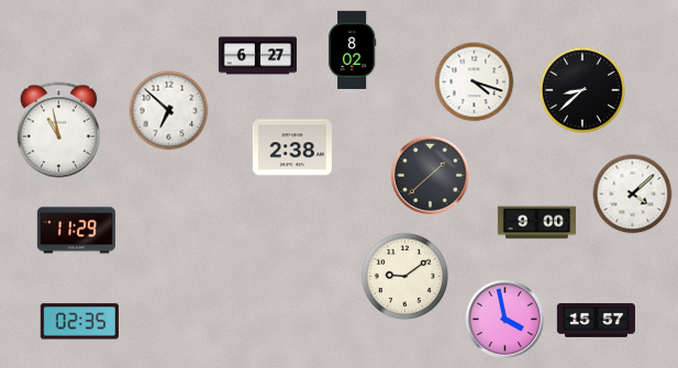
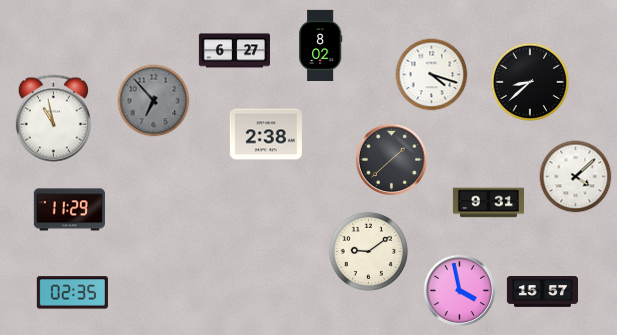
clock at (169, 111): 6:52 -> 6:53
clock at (169, 111) dial: white -> grey
clock at (536, 223): 9:00 -> 9:31
